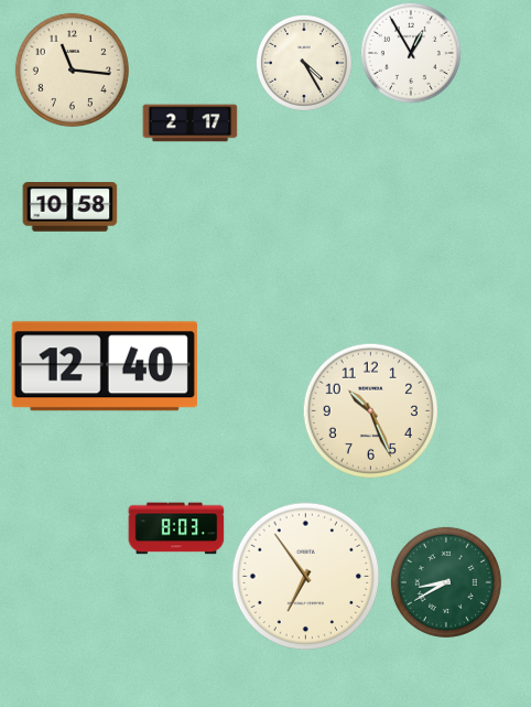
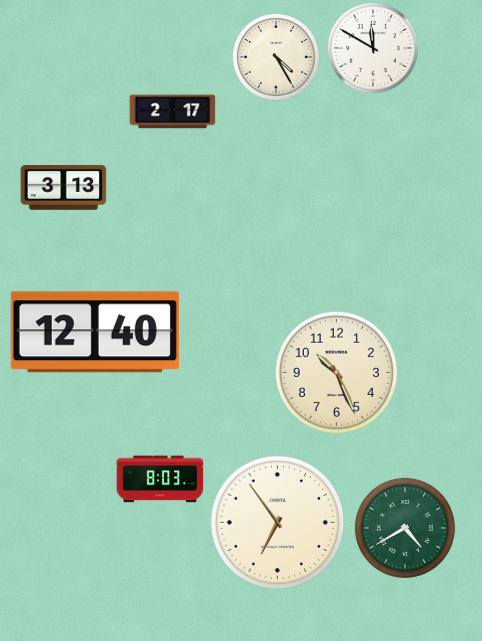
clock at (411, 53): 12:55 -> 11:50
clock at (72, 69): 11:16 -> none
clock at (71, 207): 10:58 -> 3:13
clock at (446, 582): 8:40 -> 4:40
